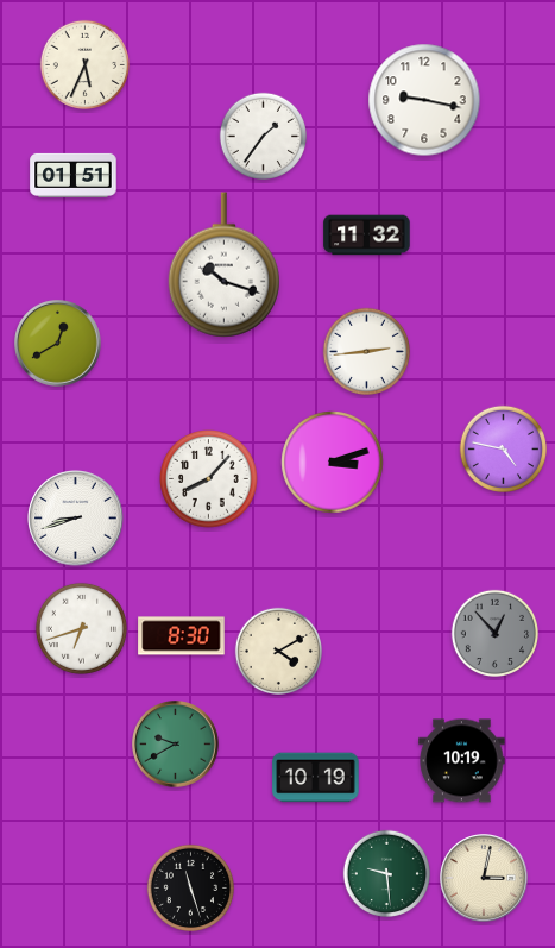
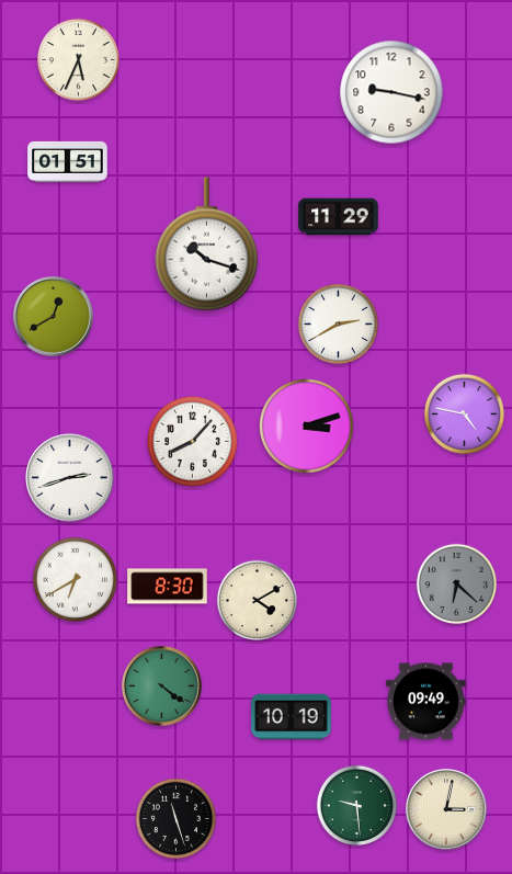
clock at (263, 136): 1:36 -> none
clock at (367, 236): 11:32 -> 11:29
clock at (366, 351): 2:44 -> 2:40
clock at (76, 519): 8:42 -> 2:42
clock at (81, 628): 6:42 -> 6:40
clock at (494, 633): 12:53 -> 6:22
clock at (176, 745): 9:40 -> 4:21
clock at (462, 761): 10:19 -> 09:49
